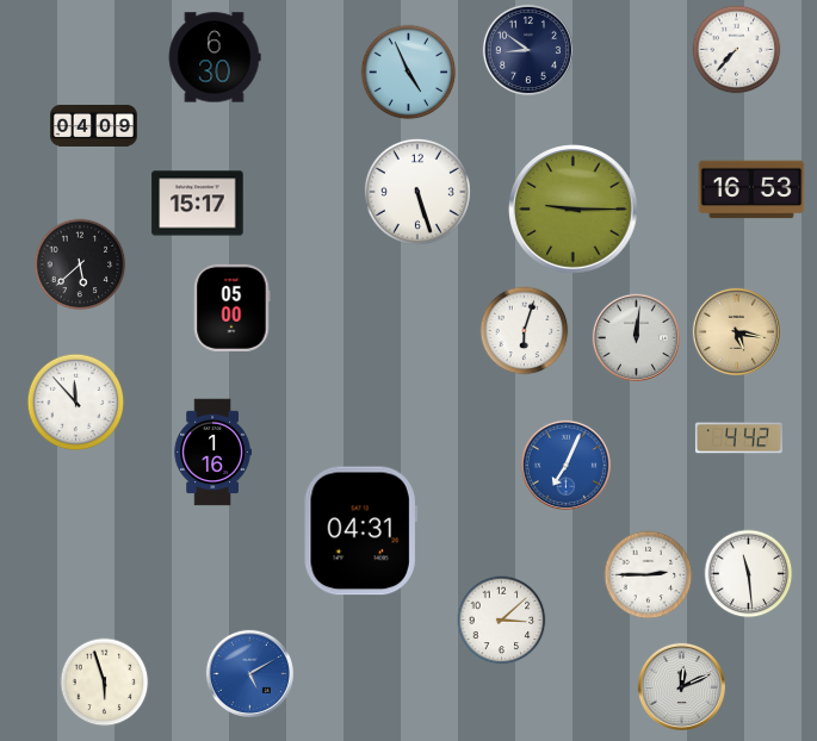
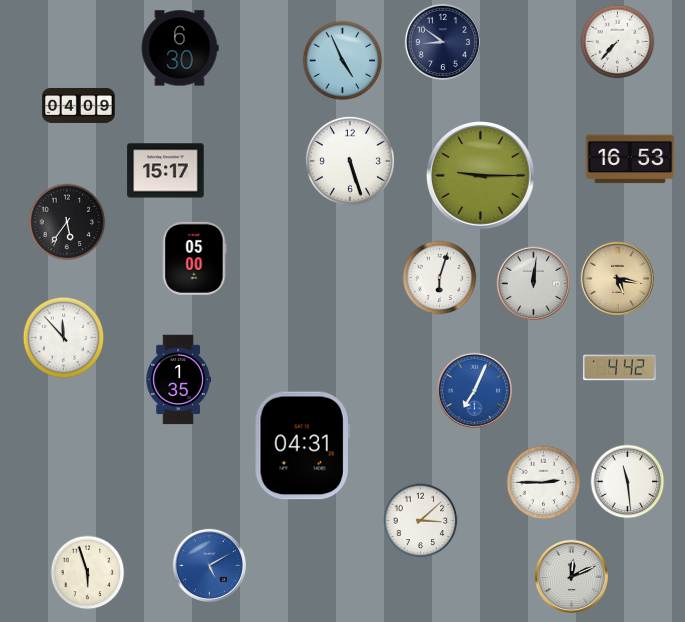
clock at (80, 264): 5:38 -> 5:36
clock at (212, 453): 1:16 -> 1:35
